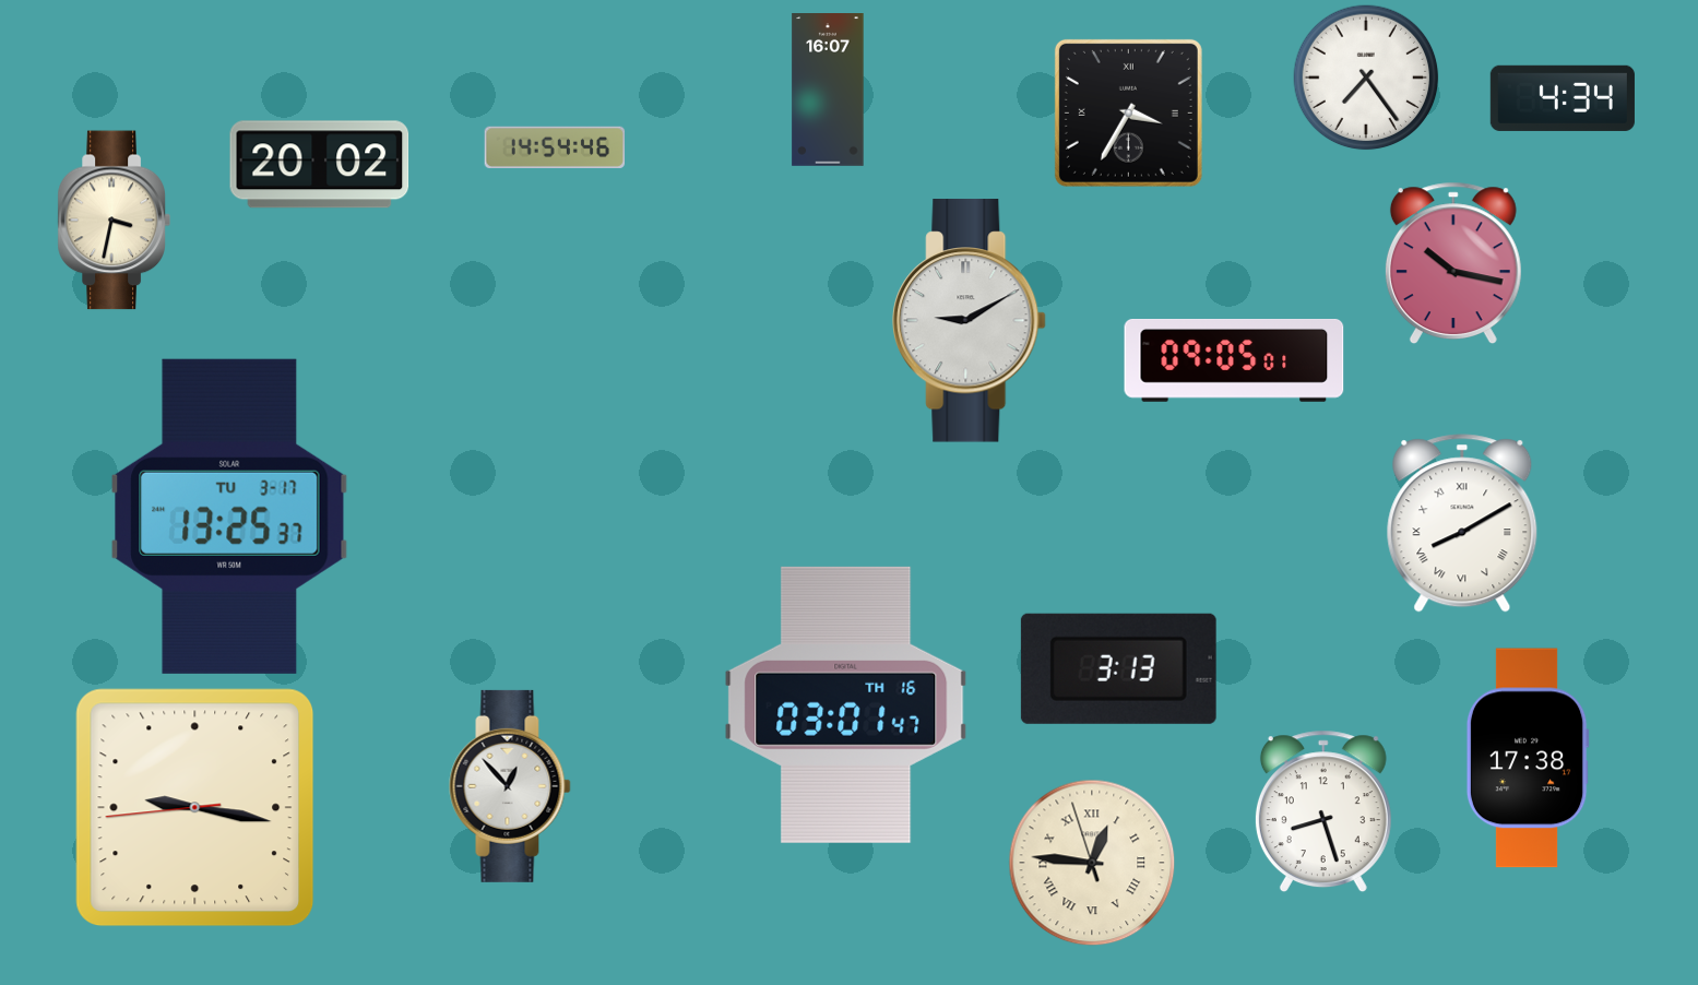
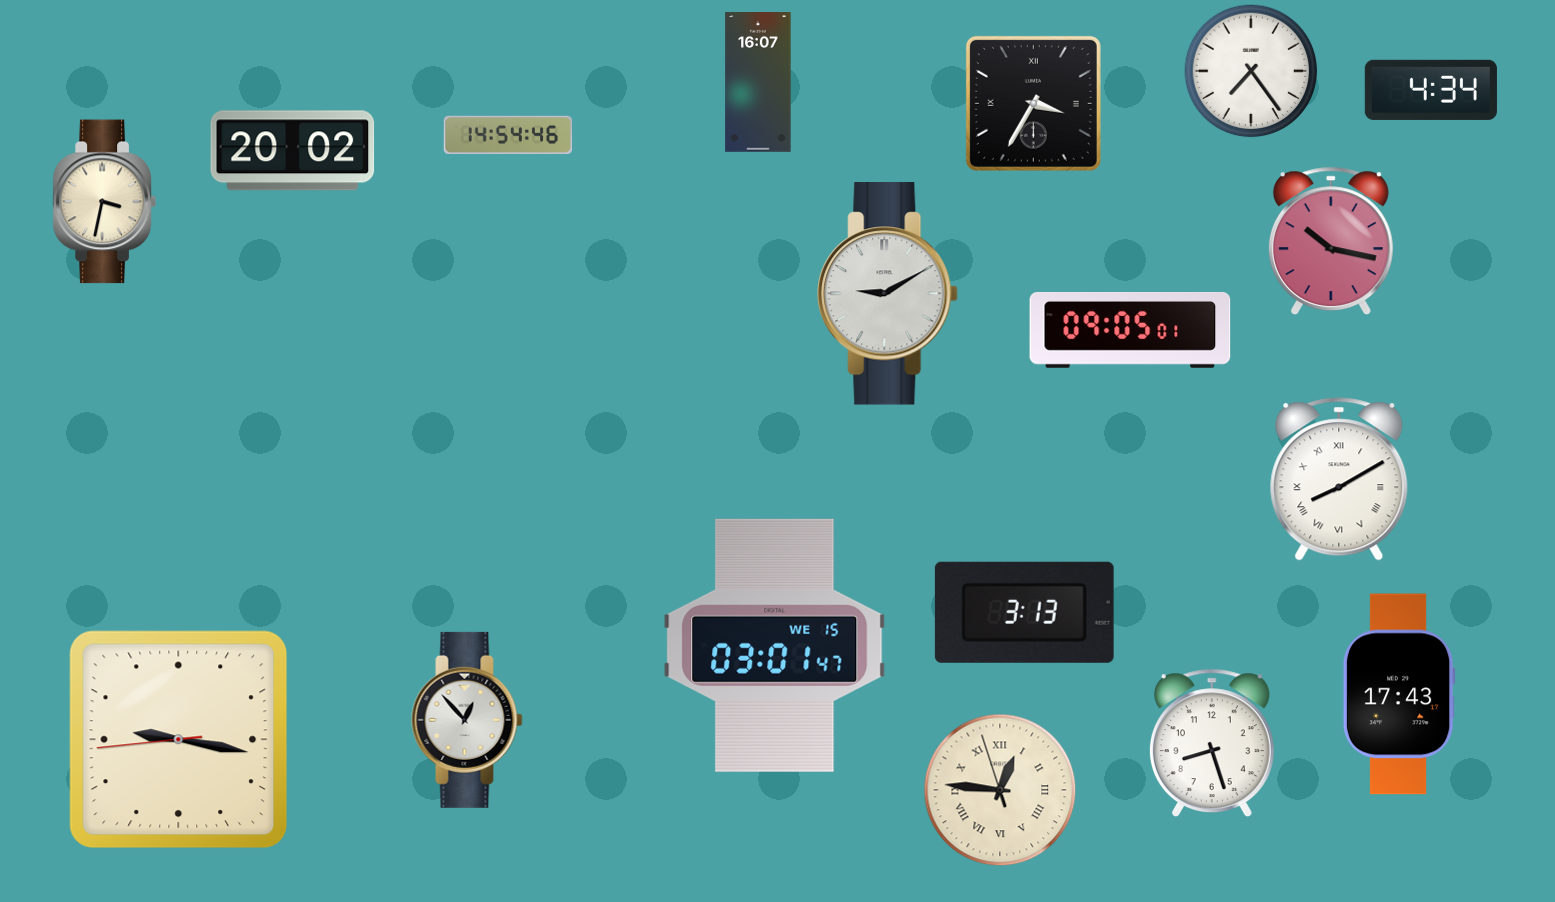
clock at (230, 517): 13:25 -> none
clock at (846, 704) date: TH 16 -> WE 15
clock at (1528, 758): 17:38 -> 17:43
